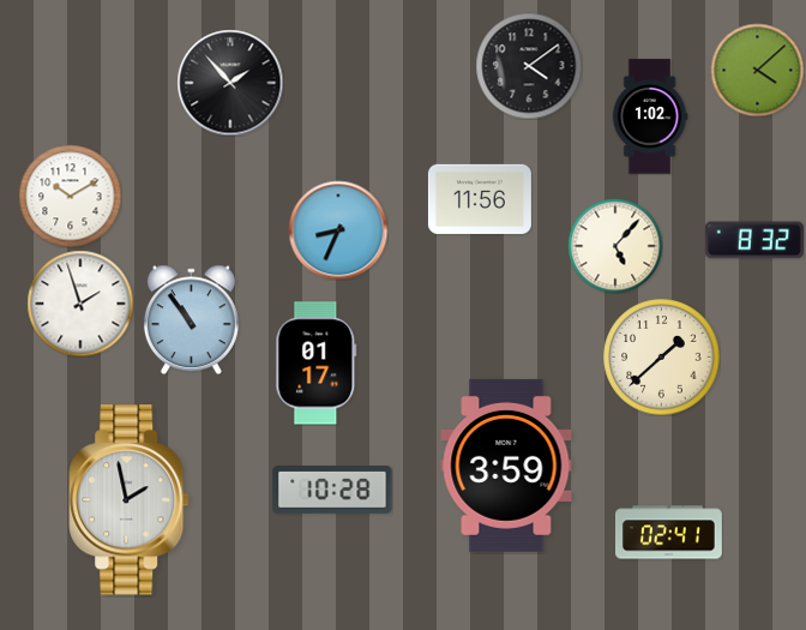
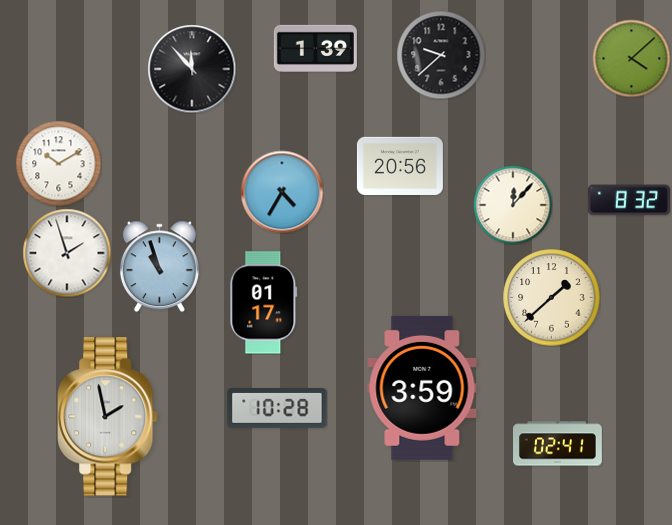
clock at (315, 48): none -> 1:39
clock at (529, 66): 4:09 -> 9:38
clock at (230, 83): 1:53 -> 11:53
clock at (650, 116): 1:02 -> none
clock at (480, 198): 11:56 -> 20:56
clock at (338, 230): 8:34 -> 4:35
clock at (615, 246): 5:07 -> 12:07
clock at (191, 319): 10:54 -> 10:57
